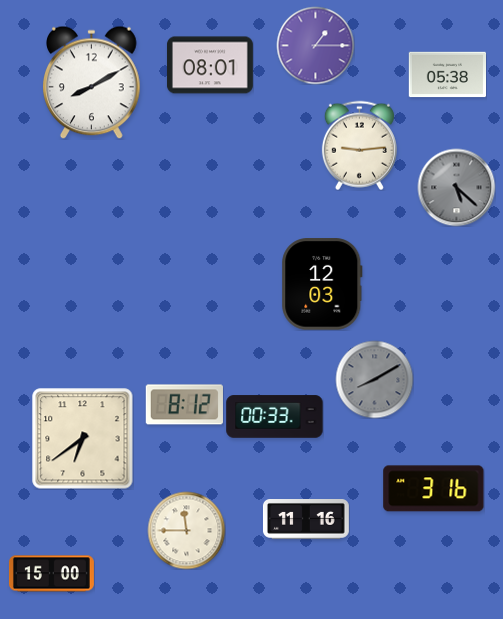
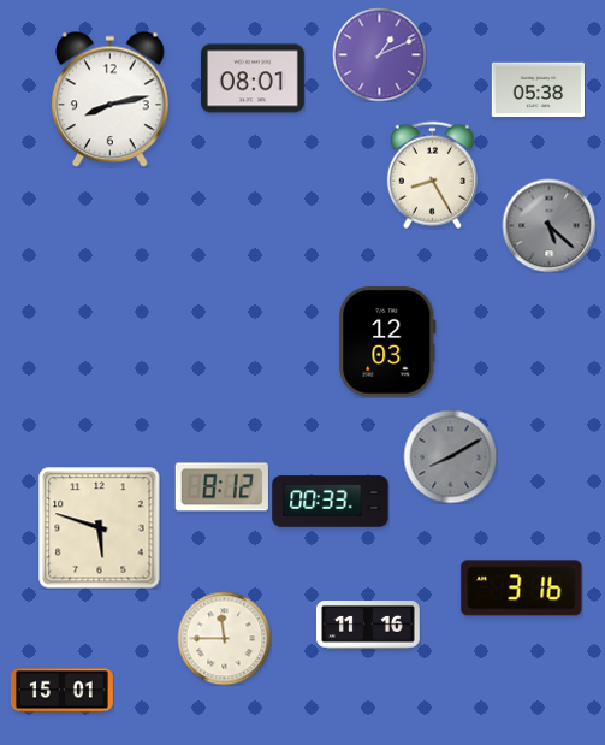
clock at (315, 45): 1:15 -> 1:11
clock at (92, 82): 8:10 -> 8:13
clock at (359, 145): 9:14 -> 8:25
clock at (83, 439): 6:39 -> 5:48
clock at (51, 574): 15:00 -> 15:01
